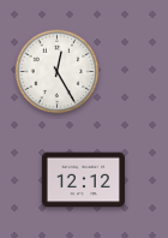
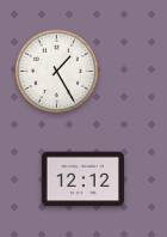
clock at (58, 72): 12:25 -> 1:25
